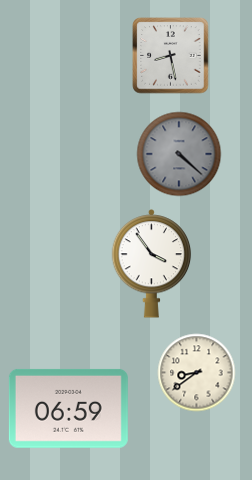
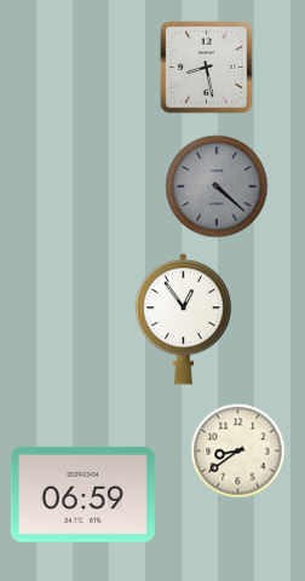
clock at (152, 264): 3:54 -> 12:54
